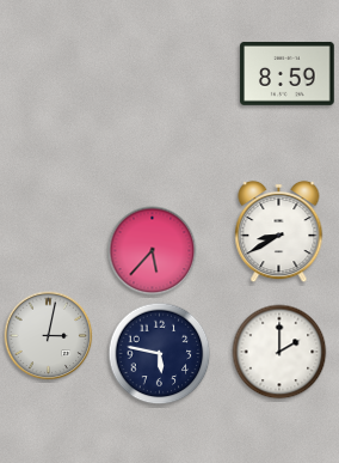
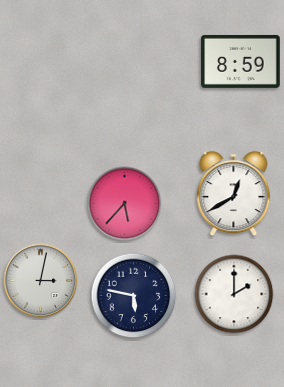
clock at (279, 232): 8:40 -> 12:40
clock at (153, 251) position: (153, 251) -> (125, 204)
